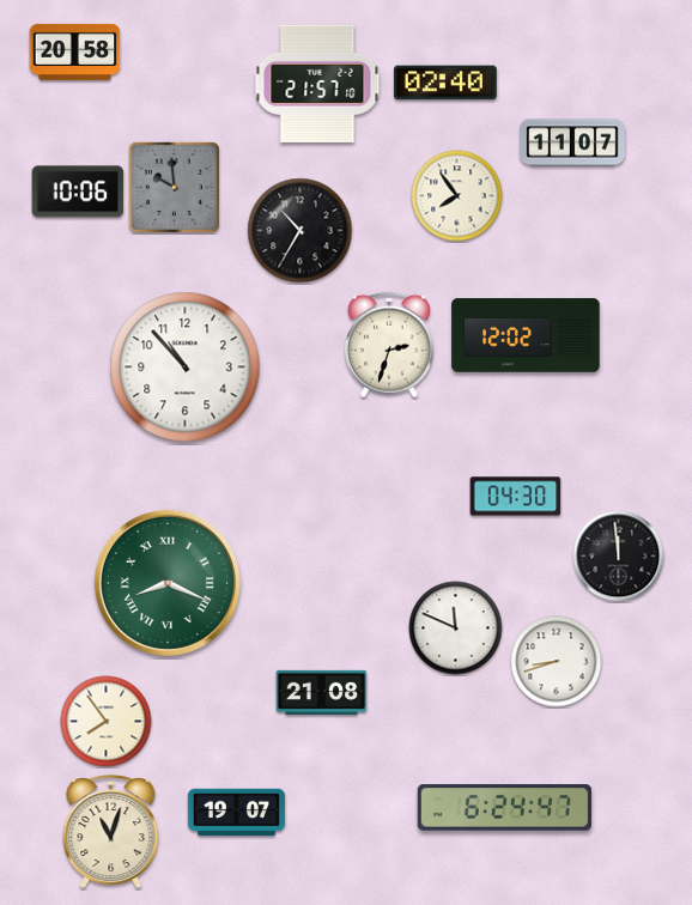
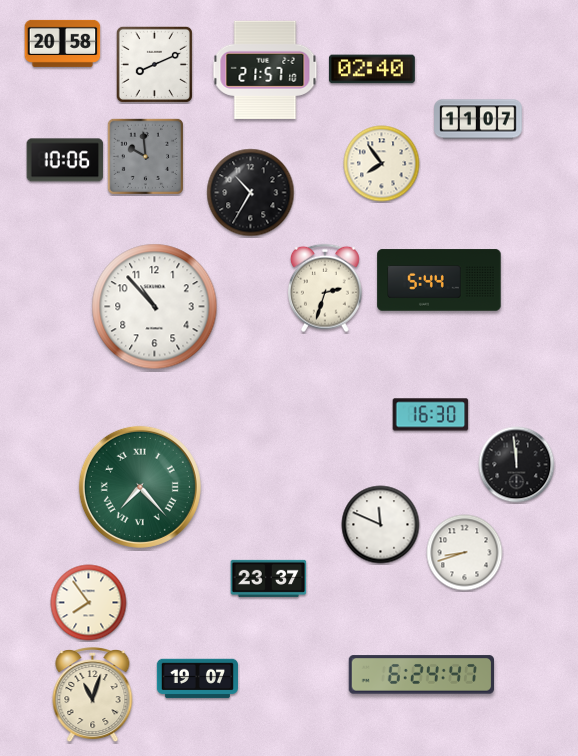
clock at (154, 64): none -> 8:11
clock at (526, 335): 12:02 -> 5:44
clock at (516, 497): 04:30 -> 16:30
clock at (168, 583): 8:19 -> 7:23
clock at (322, 692): 21:08 -> 23:37
